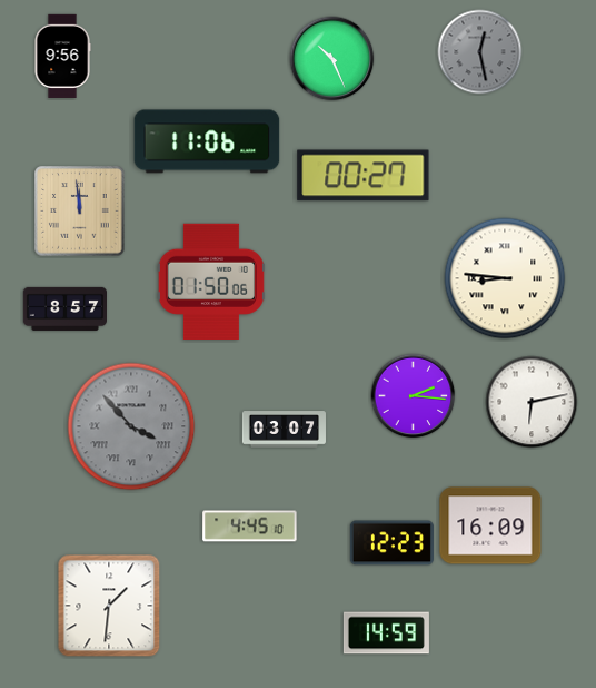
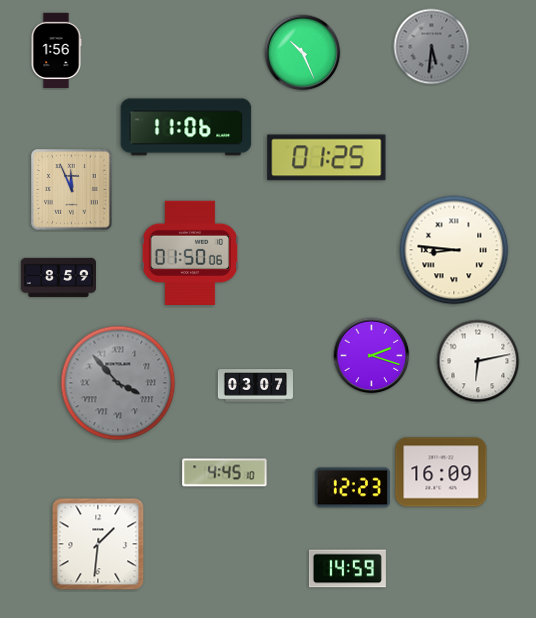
clock at (480, 52): 12:28 -> 5:31
clock at (62, 56): 9:56 -> 1:56
clock at (332, 59) position: (332, 59) -> (303, 53)
clock at (364, 176): 00:27 -> 01:25
clock at (80, 212): 11:59 -> 11:56
clock at (64, 308): 8:57 -> 8:59
clock at (414, 396): 2:16 -> 2:18
